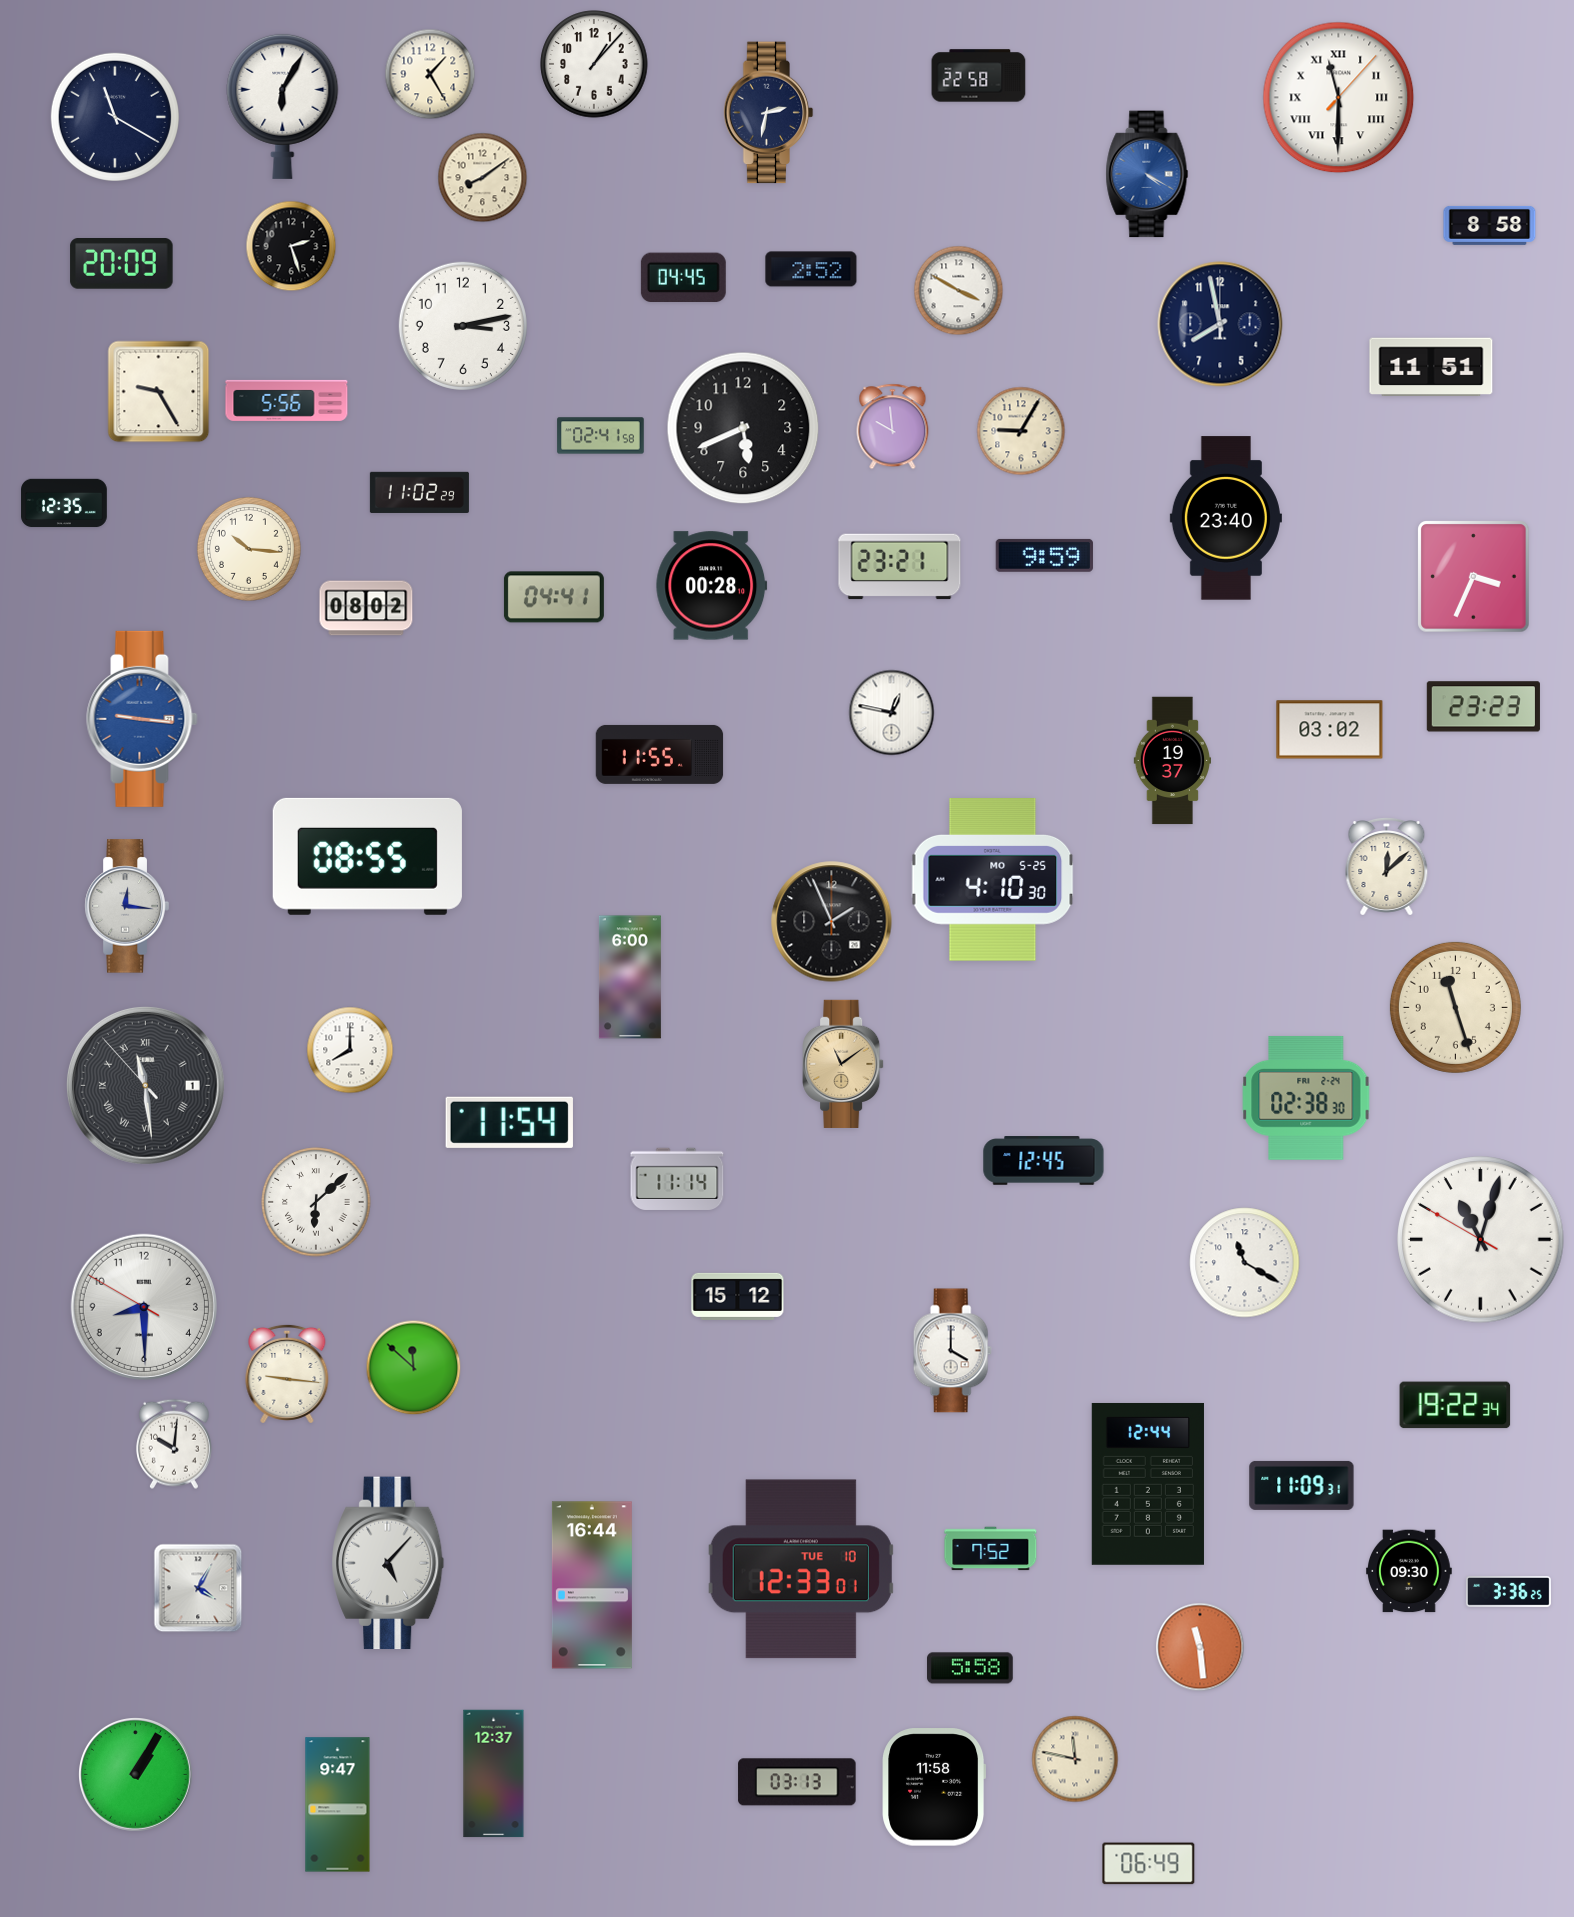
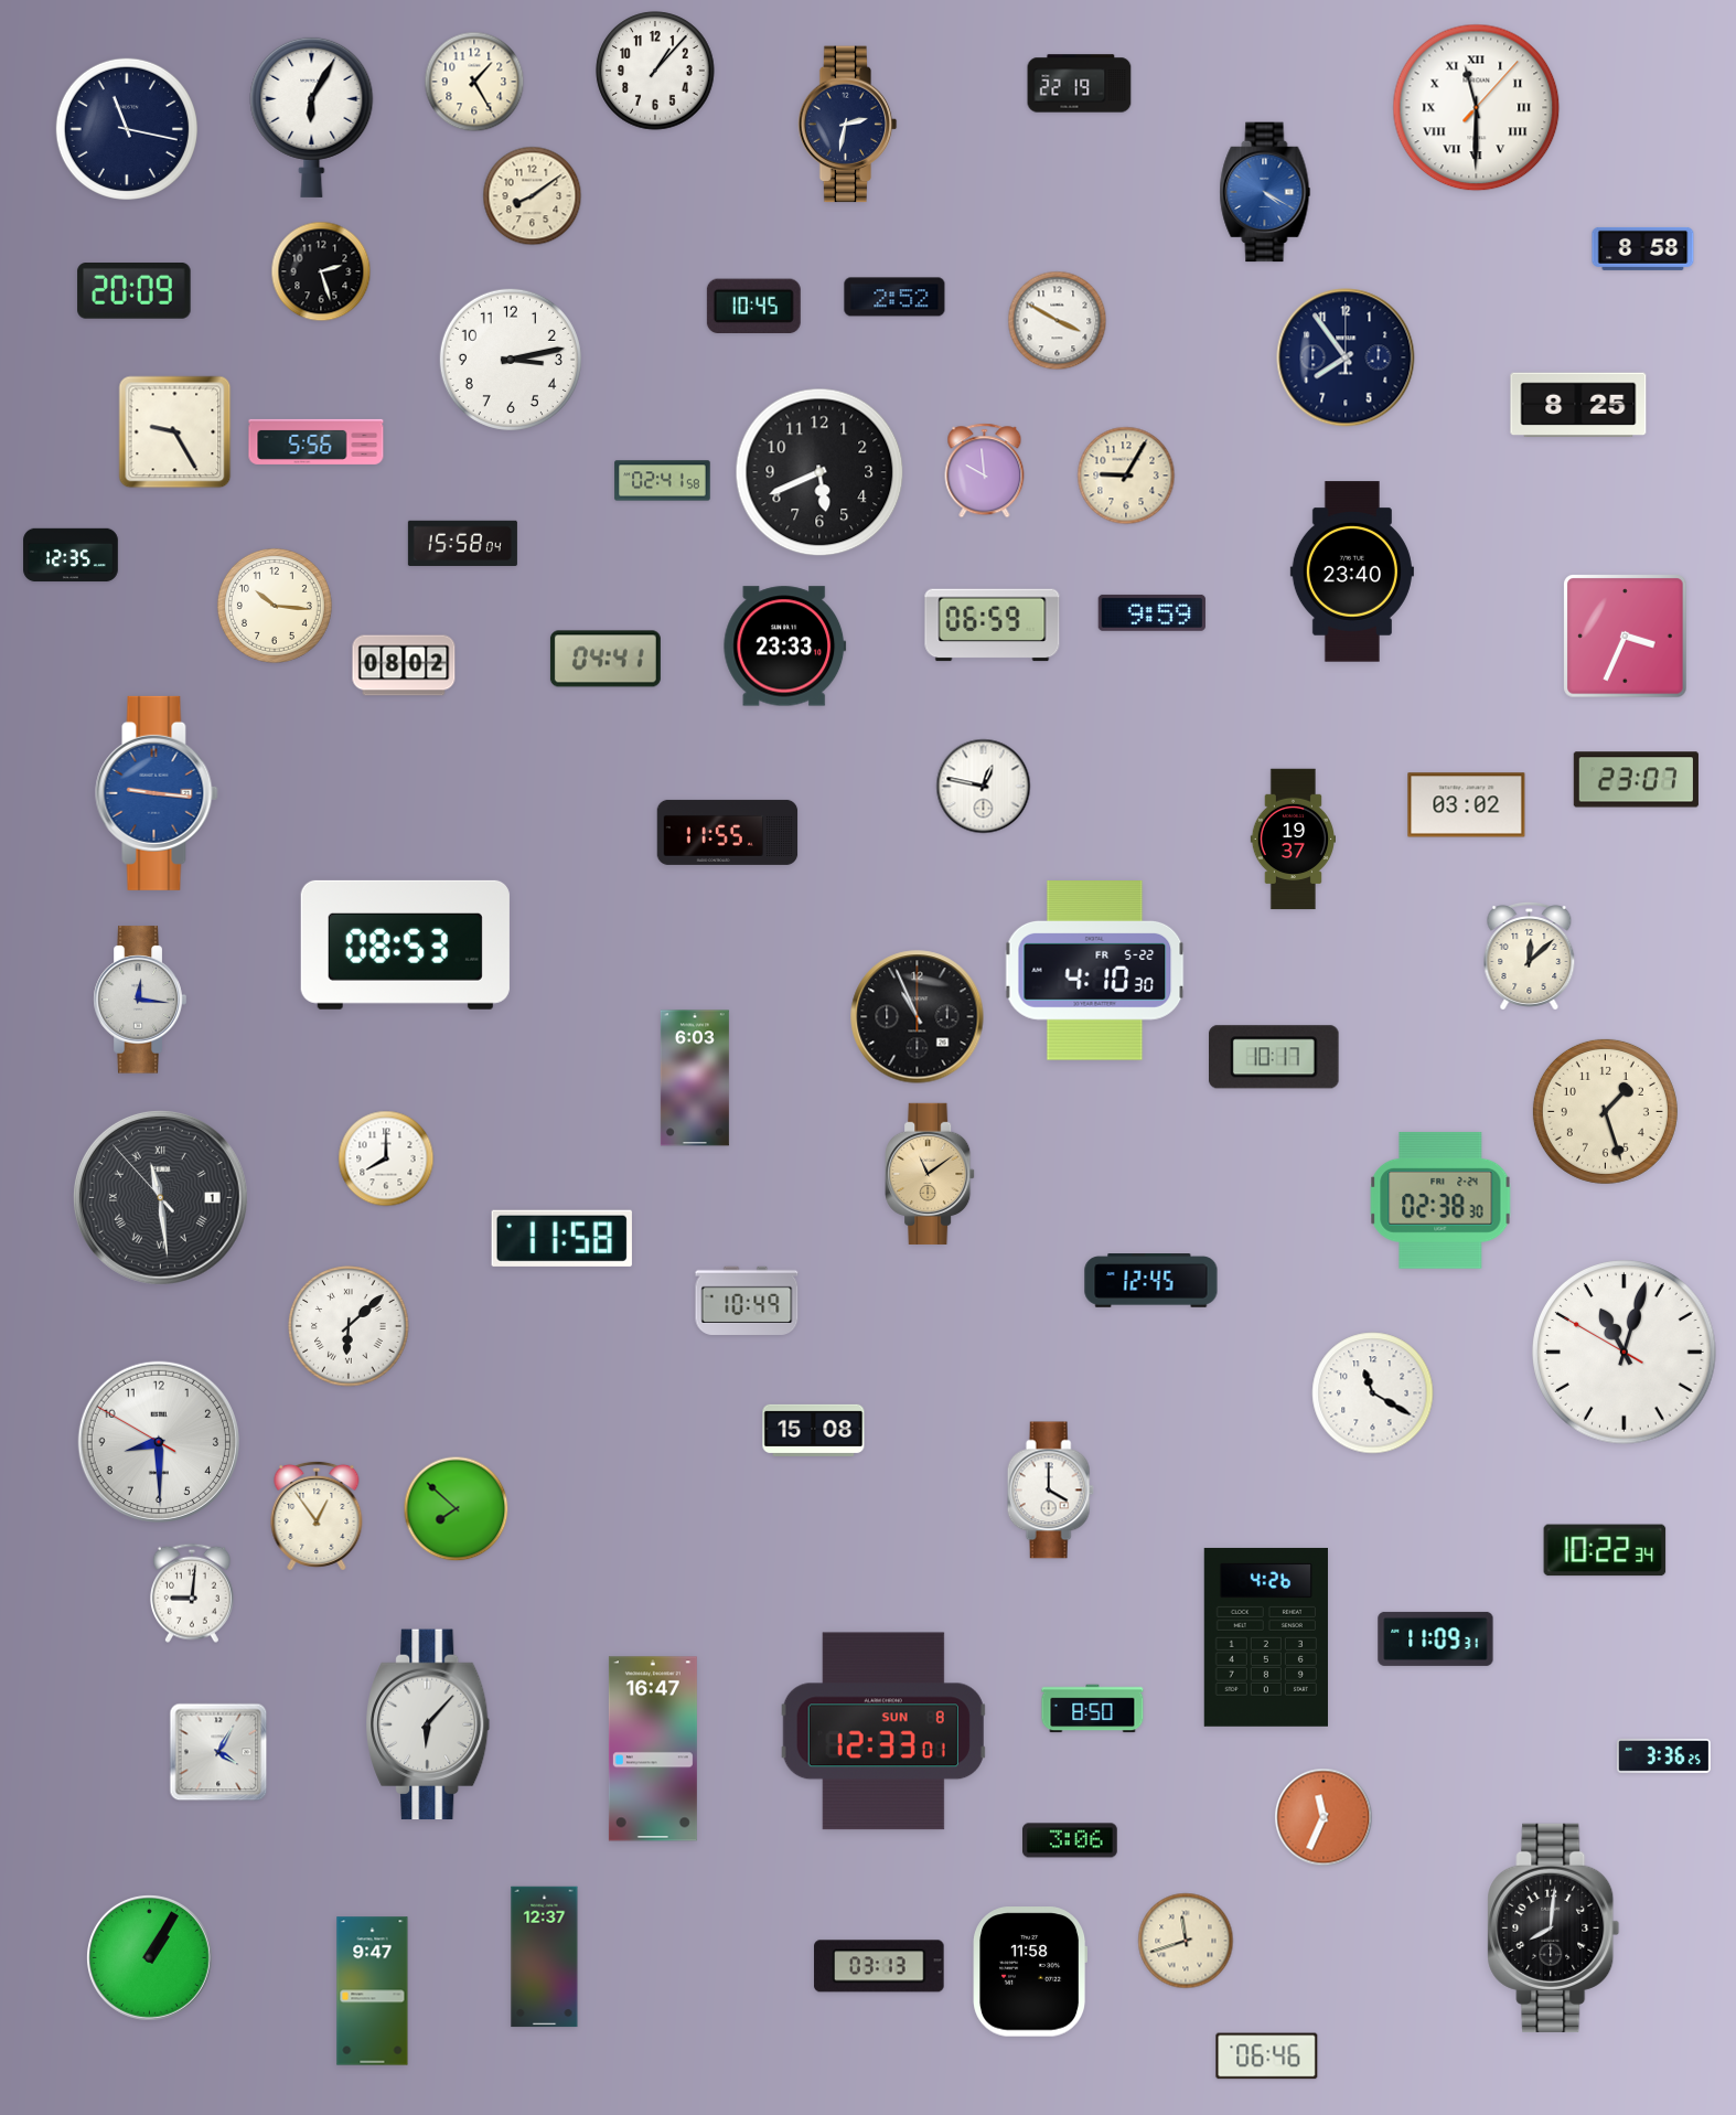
clock at (979, 76): 22:58 -> 22:19
clock at (115, 117): 11:20 -> 11:17
clock at (683, 277): 04:45 -> 10:45
clock at (1220, 324): 7:58 -> 7:54
clock at (1431, 367): 11:51 -> 8:25
clock at (419, 492): 11:02 -> 15:58
clock at (900, 567): 23:21 -> 06:59
clock at (712, 586): 00:28 -> 23:33
clock at (554, 597) position: (554, 597) -> (606, 659)
clock at (366, 608) position: (366, 608) -> (404, 665)
clock at (1483, 707): 23:23 -> 23:07
clock at (367, 856): 08:55 -> 08:53
clock at (993, 880) date: MO 5-25 -> FR 5-22
clock at (832, 922): 1:56 -> 10:56
clock at (1275, 1057): none -> 10:17
clock at (630, 977): 6:00 -> 6:03
clock at (1455, 1007): 11:27 -> 1:27
clock at (1306, 1098) position: (1306, 1098) -> (1440, 1200)
clock at (509, 1122): 11:54 -> 11:58
clock at (677, 1179): 11:14 -> 10:49
clock at (1481, 1240) position: (1481, 1240) -> (1625, 1353)
clock at (738, 1296): 15:12 -> 15:08
clock at (414, 1368): 11:52 -> 7:52
clock at (287, 1374): 9:16 -> 12:54
clock at (1455, 1405): 19:22 -> 10:22
clock at (174, 1444): 10:01 -> 9:01
clock at (1148, 1484): 12:44 -> 4:26
clock at (991, 1549): 7:52 -> 8:50
clock at (388, 1563): 5:07 -> 6:07
clock at (801, 1569) date: TUE 10 -> SUN 8
clock at (1409, 1571): 09:30 -> none
clock at (592, 1585): 16:44 -> 16:47
clock at (1200, 1647): 11:29 -> 11:34
clock at (971, 1668): 5:58 -> 3:06
clock at (1554, 1927): none -> 8:01
clock at (1075, 1759): 11:47 -> 11:42
clock at (1149, 1864): 06:49 -> 06:46
